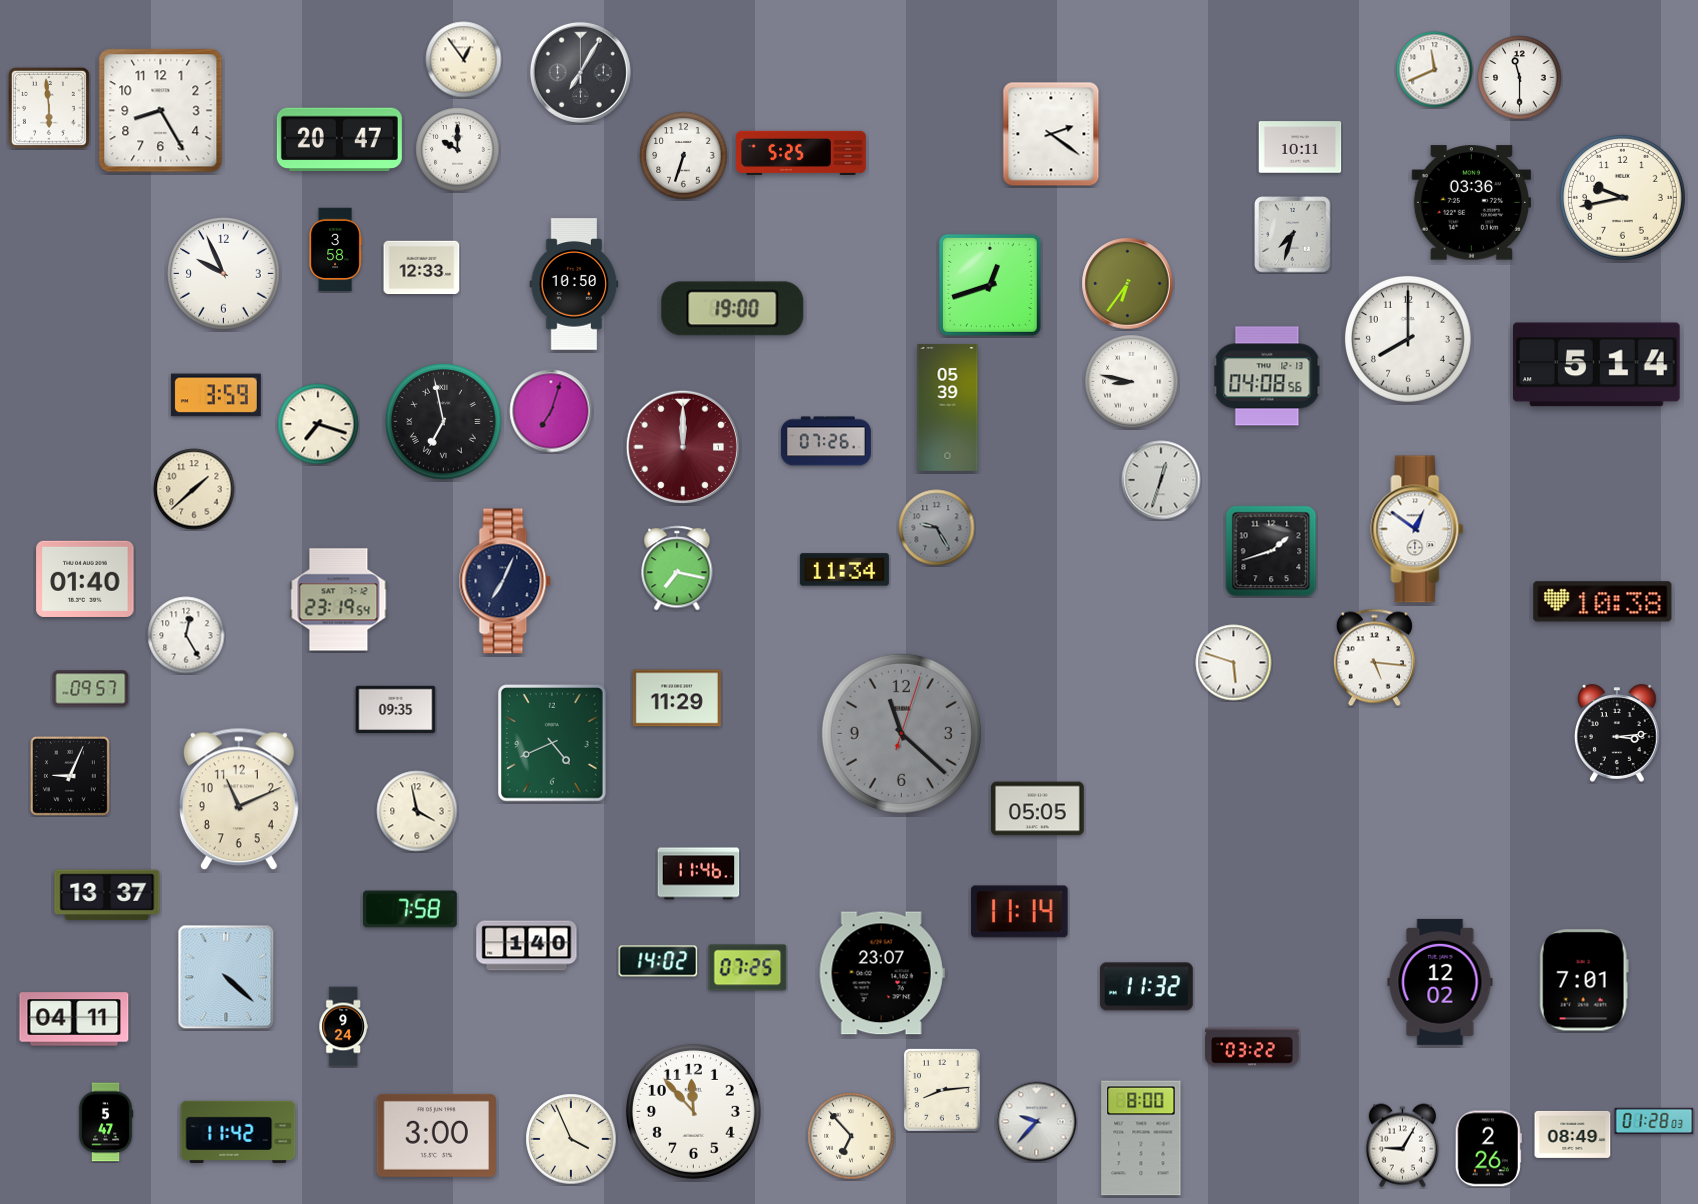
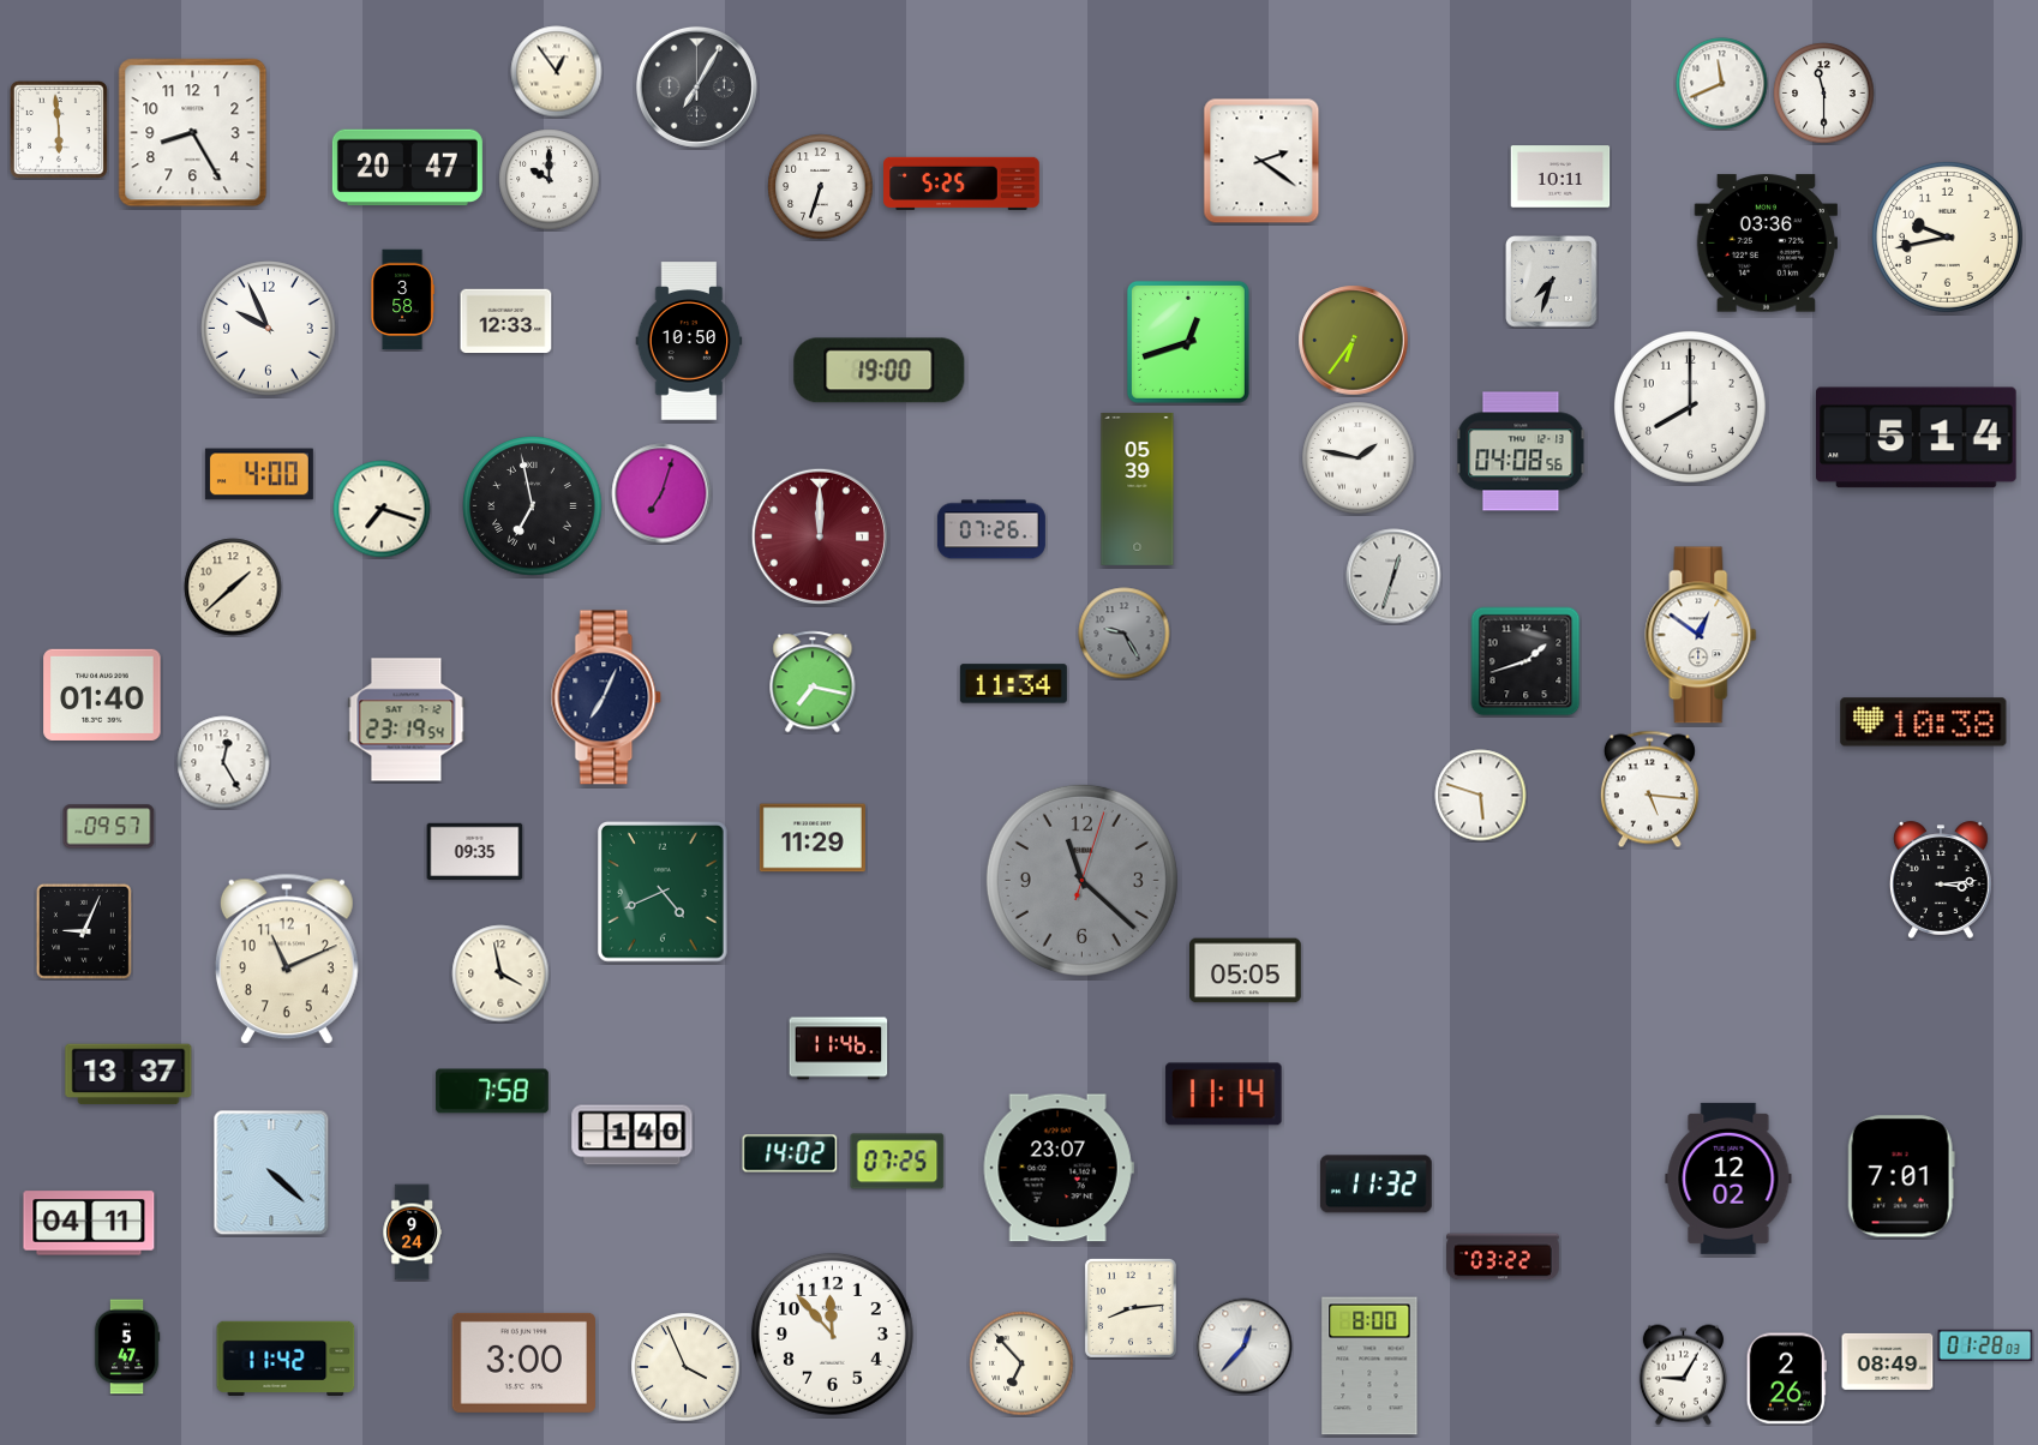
clock at (1132, 382): 8:47 -> 1:47
clock at (216, 395): 3:59 -> 4:00
clock at (1037, 1122): 9:37 -> 12:37
